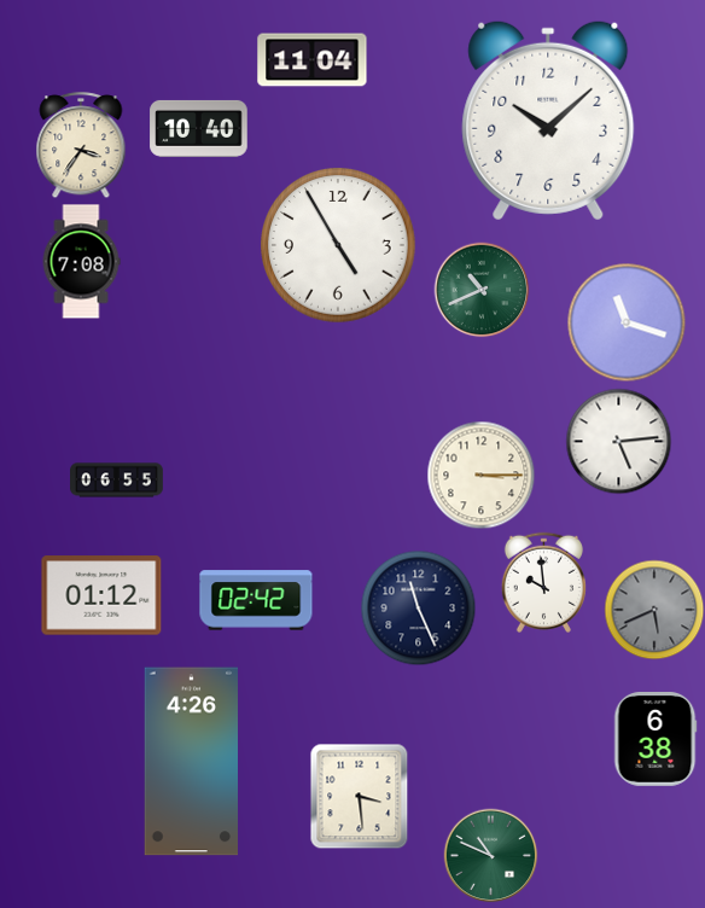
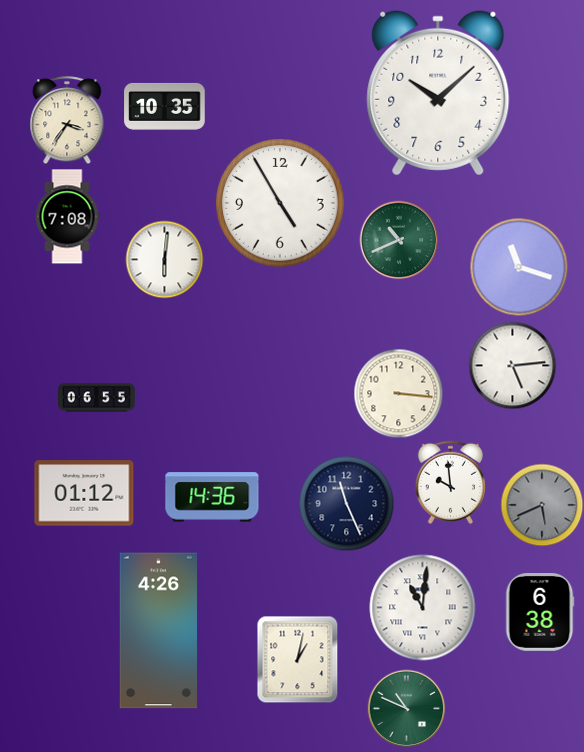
clock at (313, 60): 11:04 -> none
clock at (548, 121) position: (548, 121) -> (438, 93)
clock at (199, 128): 10:40 -> 10:35
clock at (164, 259): none -> 6:01
clock at (480, 475): 3:15 -> 3:16
clock at (256, 600): 02:42 -> 14:36
clock at (423, 608): none -> 11:01
clock at (656, 740) position: (656, 740) -> (540, 613)
clock at (360, 796): 3:29 -> 1:02
